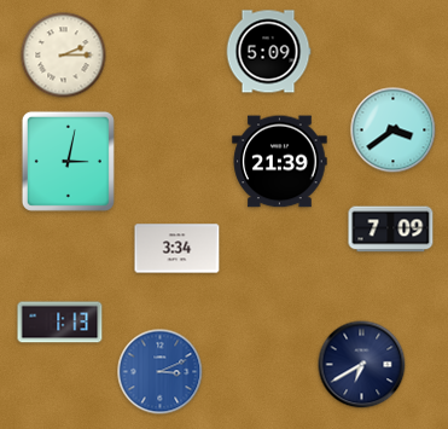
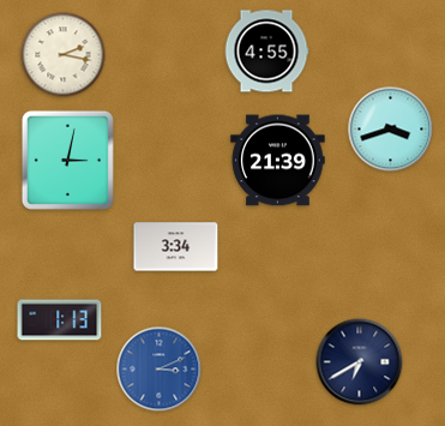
clock at (268, 52): 5:09 -> 4:55
clock at (64, 56): 2:15 -> 2:17
clock at (394, 131): 3:39 -> 3:42
clock at (391, 230): 7:09 -> none
